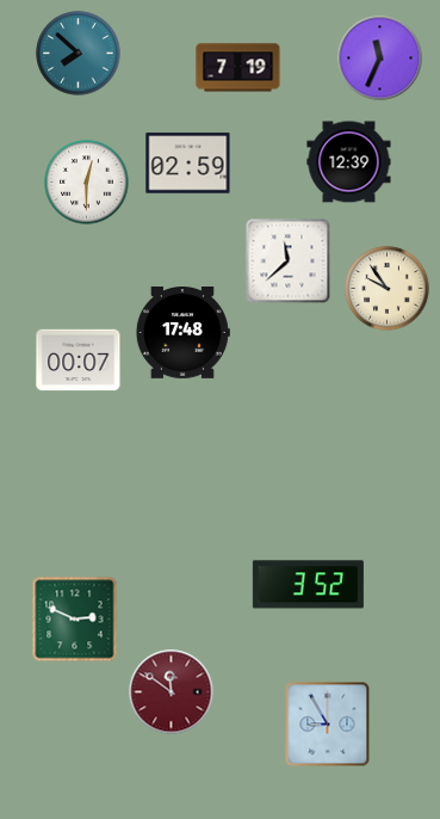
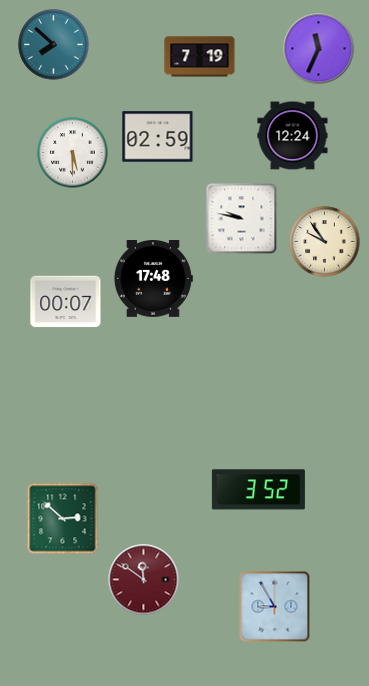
clock at (79, 54) position: (79, 54) -> (54, 45)
clock at (349, 162): 12:39 -> 12:24
clock at (87, 183): 12:30 -> 5:30
clock at (289, 261): 11:38 -> 9:47
clock at (75, 620): 2:49 -> 2:52
